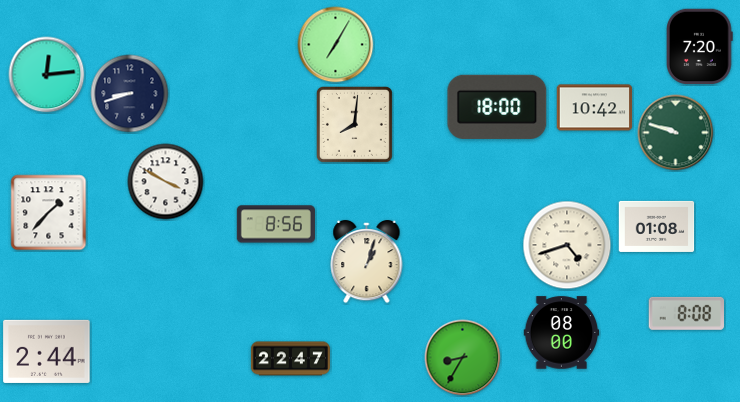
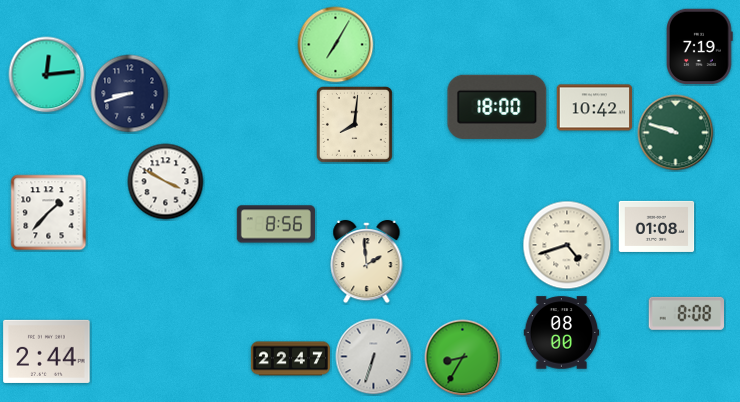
clock at (700, 47): 7:20 -> 7:19
clock at (367, 262): 1:03 -> 1:59
clock at (374, 357): none -> 6:33
